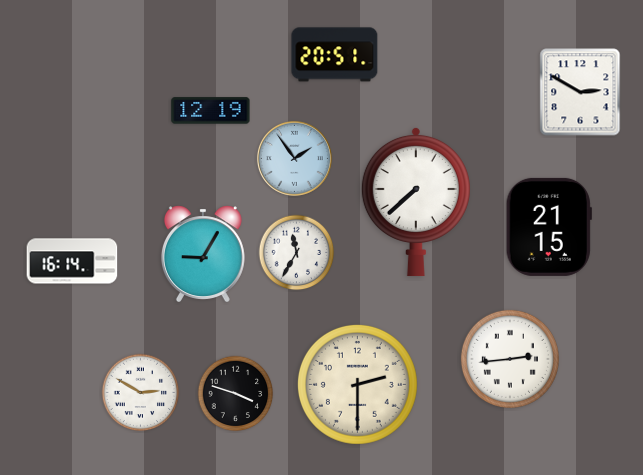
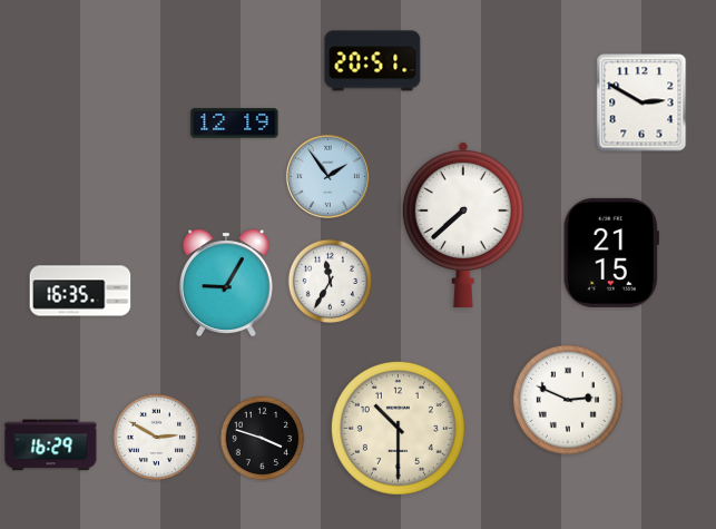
clock at (580, 92) position: (580, 92) -> (641, 102)
clock at (72, 261): 16:14 -> 16:35
clock at (510, 359): 2:44 -> 2:49
clock at (357, 384): 2:30 -> 10:30
clock at (51, 445): none -> 16:29
